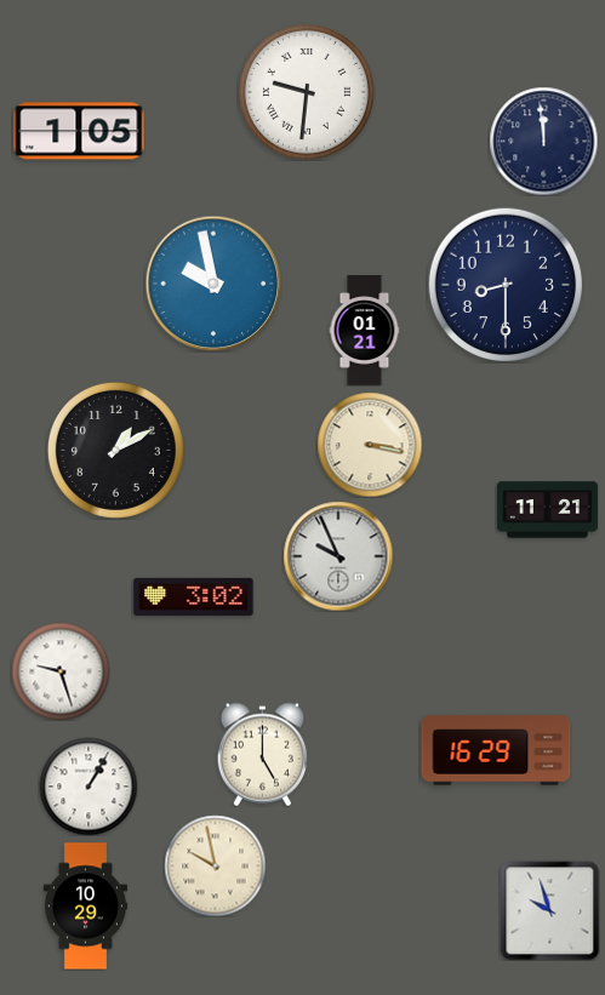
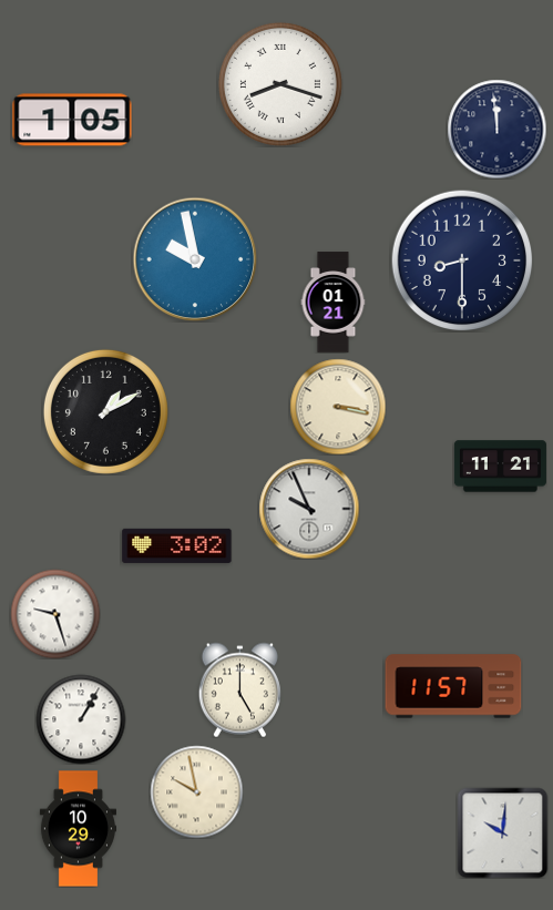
clock at (307, 92): 9:31 -> 8:18
clock at (496, 750): 16:29 -> 11:57
clock at (549, 910): 9:57 -> 10:01
